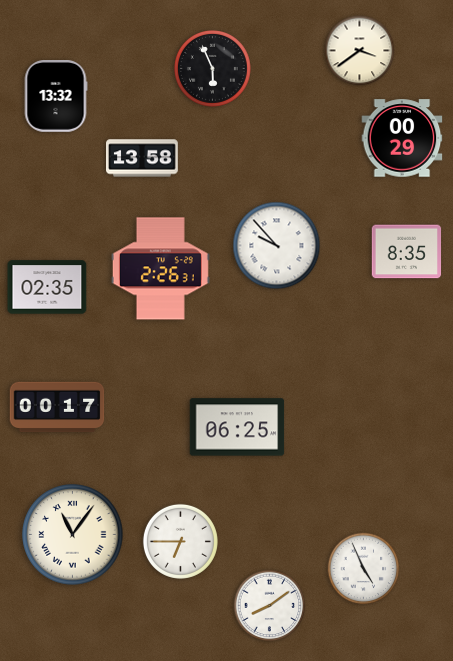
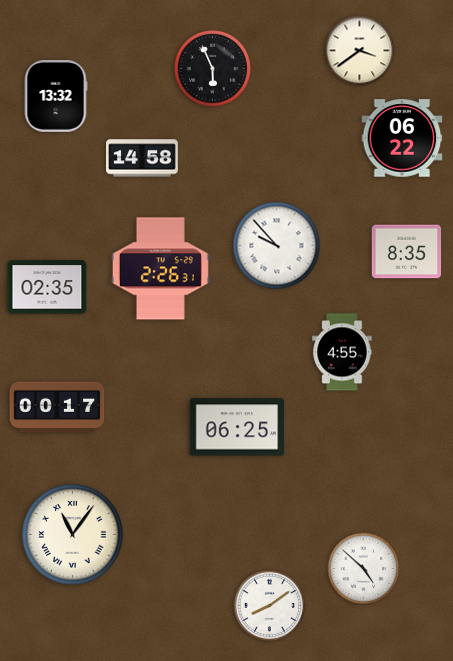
clock at (402, 138): 00:29 -> 06:22
clock at (143, 158): 13:58 -> 14:58
clock at (342, 352): none -> 4:55
clock at (180, 541): 6:45 -> none
clock at (364, 569): 4:56 -> 4:52
